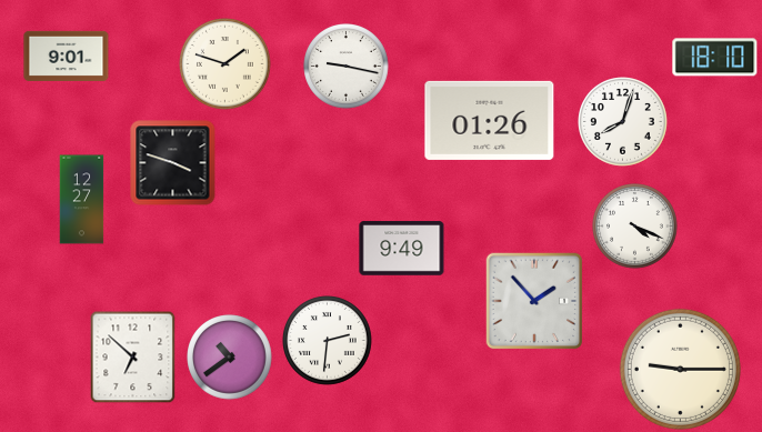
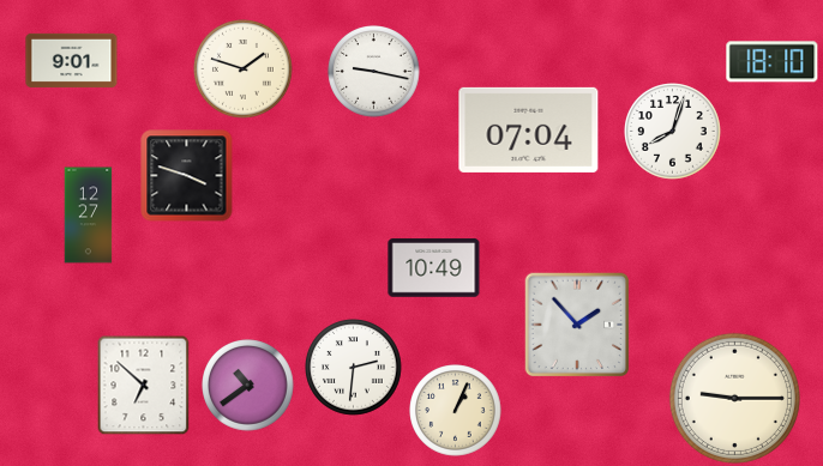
clock at (490, 120): 01:26 -> 07:04
clock at (635, 227): 4:19 -> none
clock at (402, 249): 9:49 -> 10:49
clock at (456, 411): none -> 1:04
